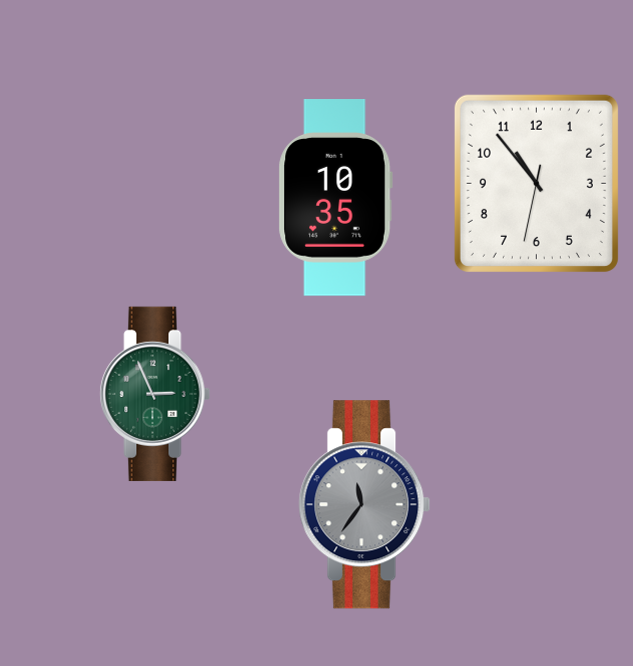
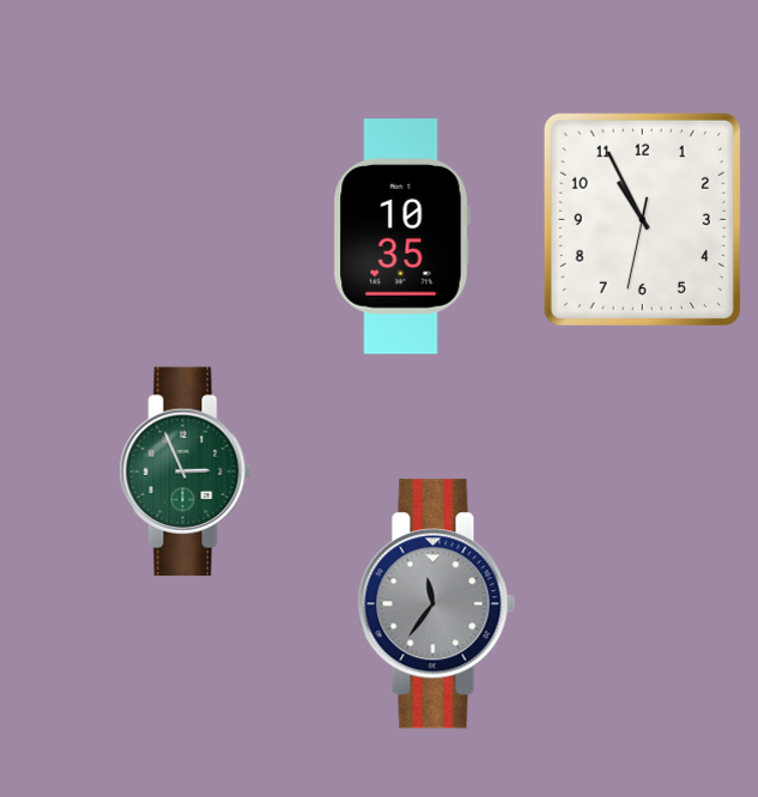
clock at (536, 183): 10:53 -> 10:55
